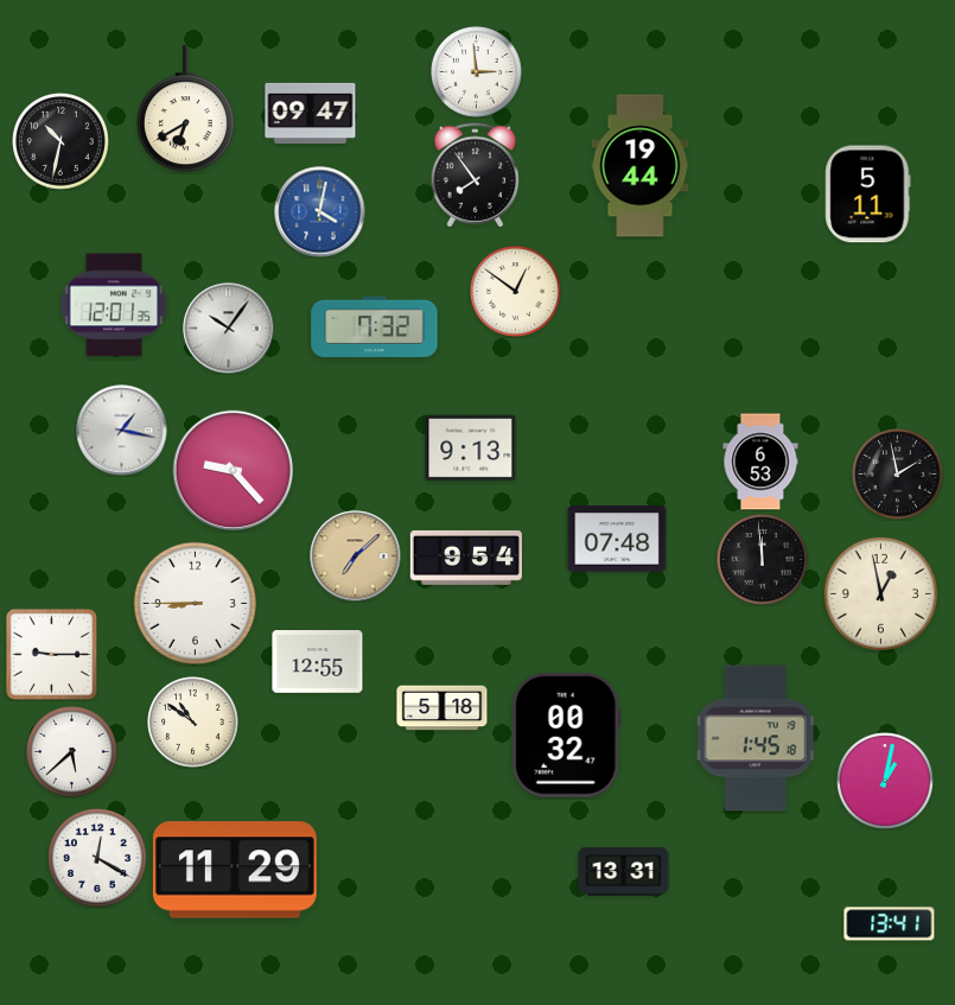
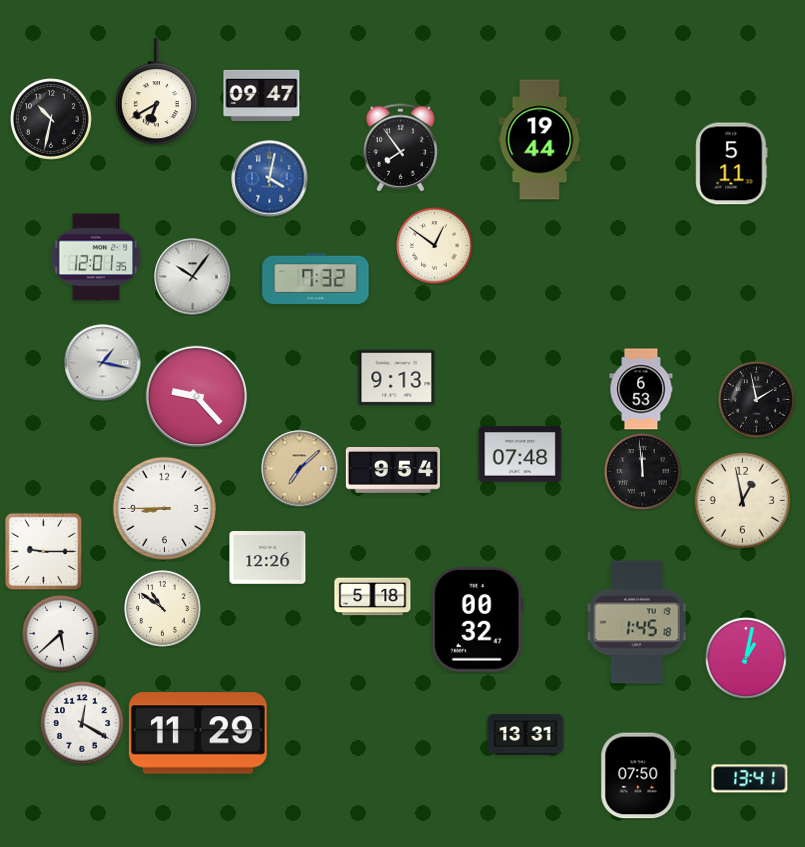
clock at (477, 72): 2:59 -> none
clock at (375, 326) position: (375, 326) -> (316, 278)
clock at (318, 662): 12:55 -> 12:26
clock at (639, 776): none -> 07:50
